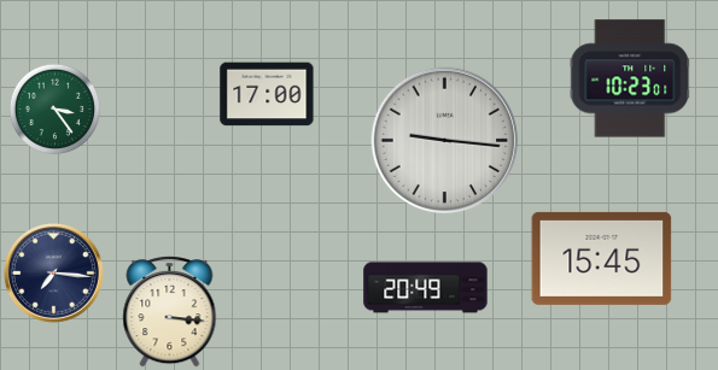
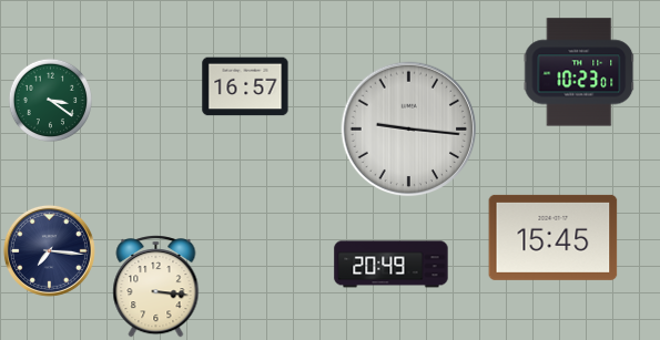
clock at (267, 94): 17:00 -> 16:57
clock at (54, 108): 3:24 -> 3:21
